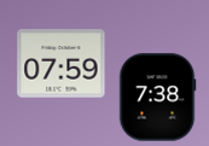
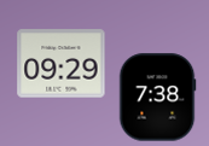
clock at (62, 64): 07:59 -> 09:29
